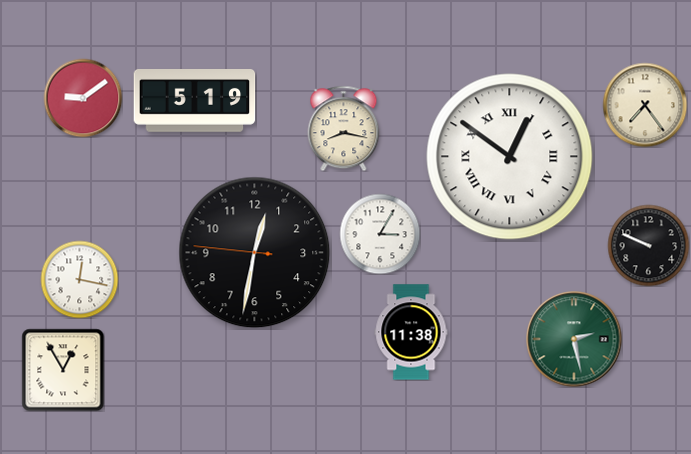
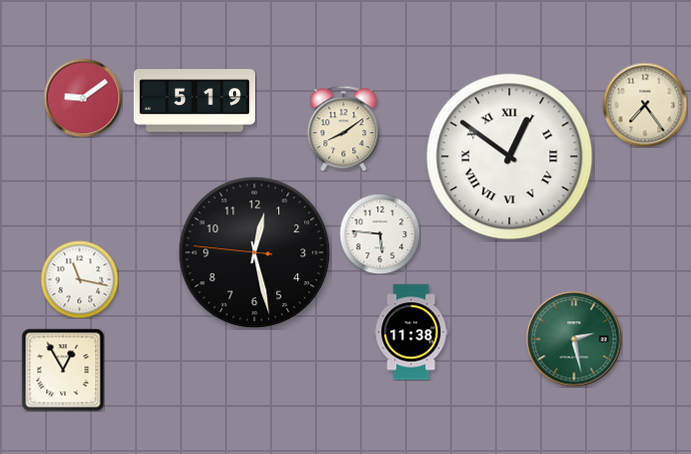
clock at (344, 128): 8:17 -> 8:09
clock at (380, 234): 3:05 -> 5:46
clock at (648, 245): 9:49 -> none
clock at (255, 253): 12:31 -> 12:27
clock at (79, 279): 12:17 -> 11:17
